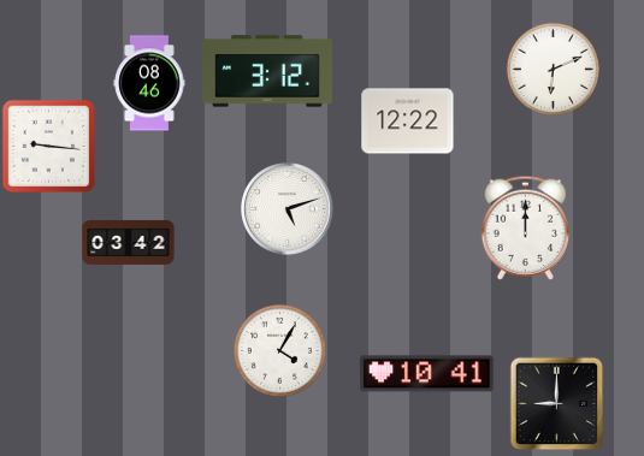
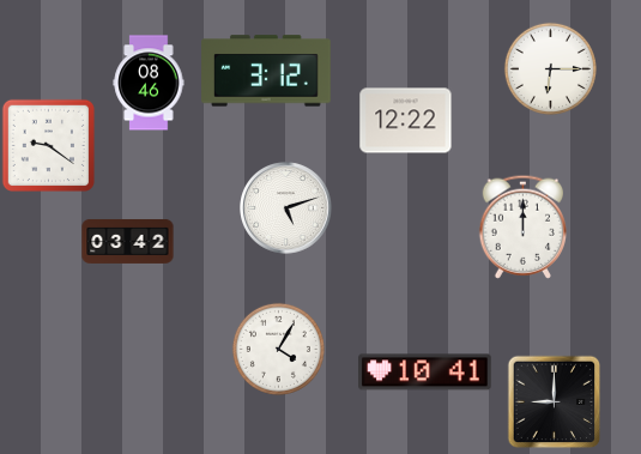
clock at (553, 69): 6:11 -> 6:15
clock at (48, 146): 9:16 -> 9:21
